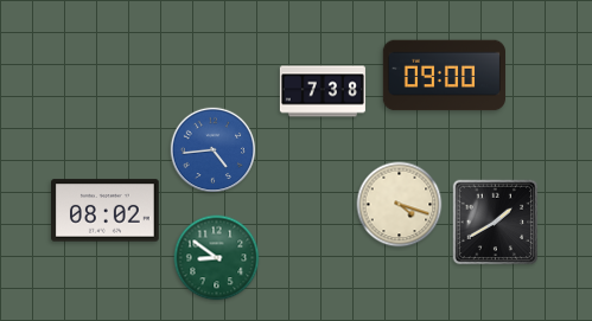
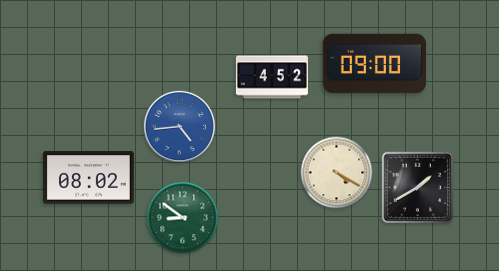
clock at (323, 91): 7:38 -> 4:52
clock at (400, 205): 4:18 -> 4:20
